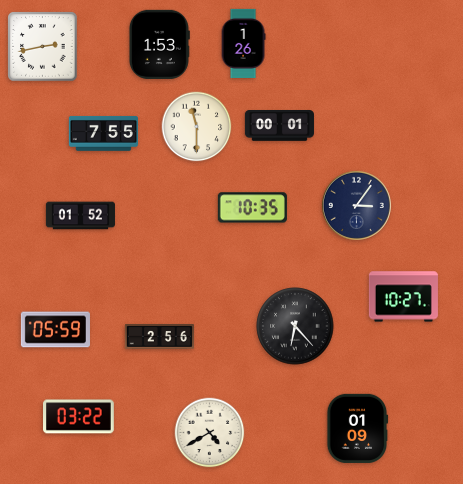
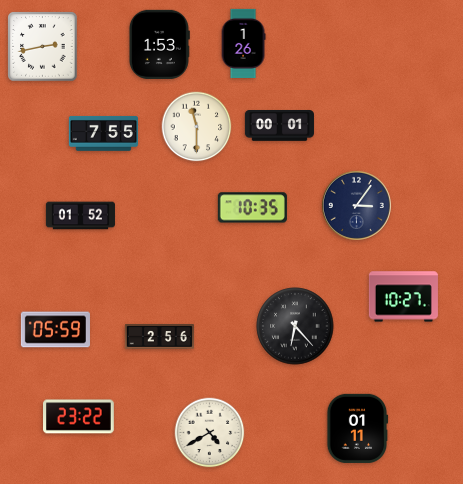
clock at (79, 417): 03:22 -> 23:22
clock at (357, 428): 01:09 -> 01:11
